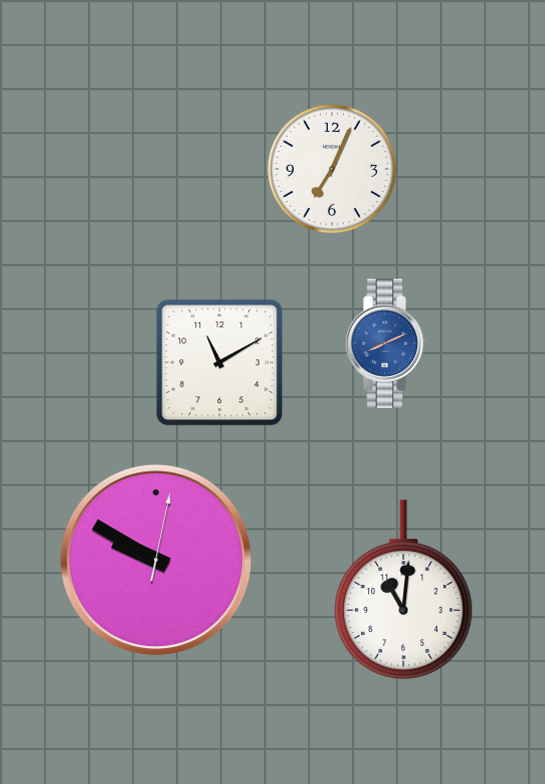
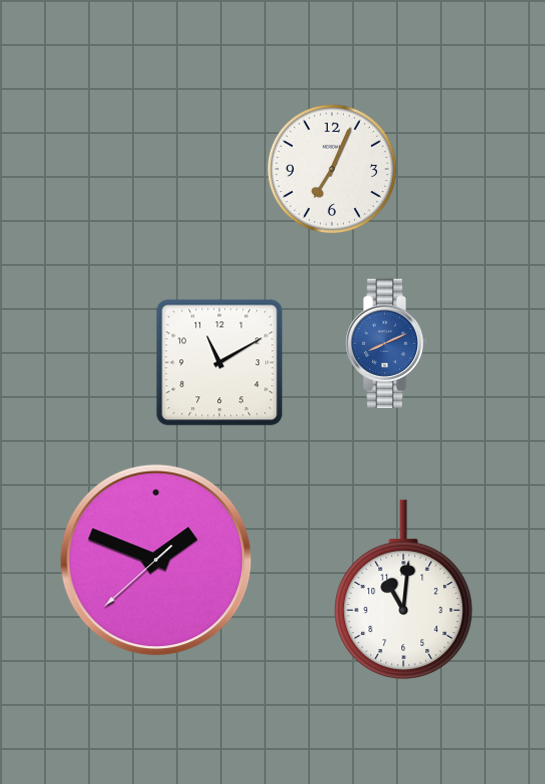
clock at (156, 560): 9:50 -> 1:48
